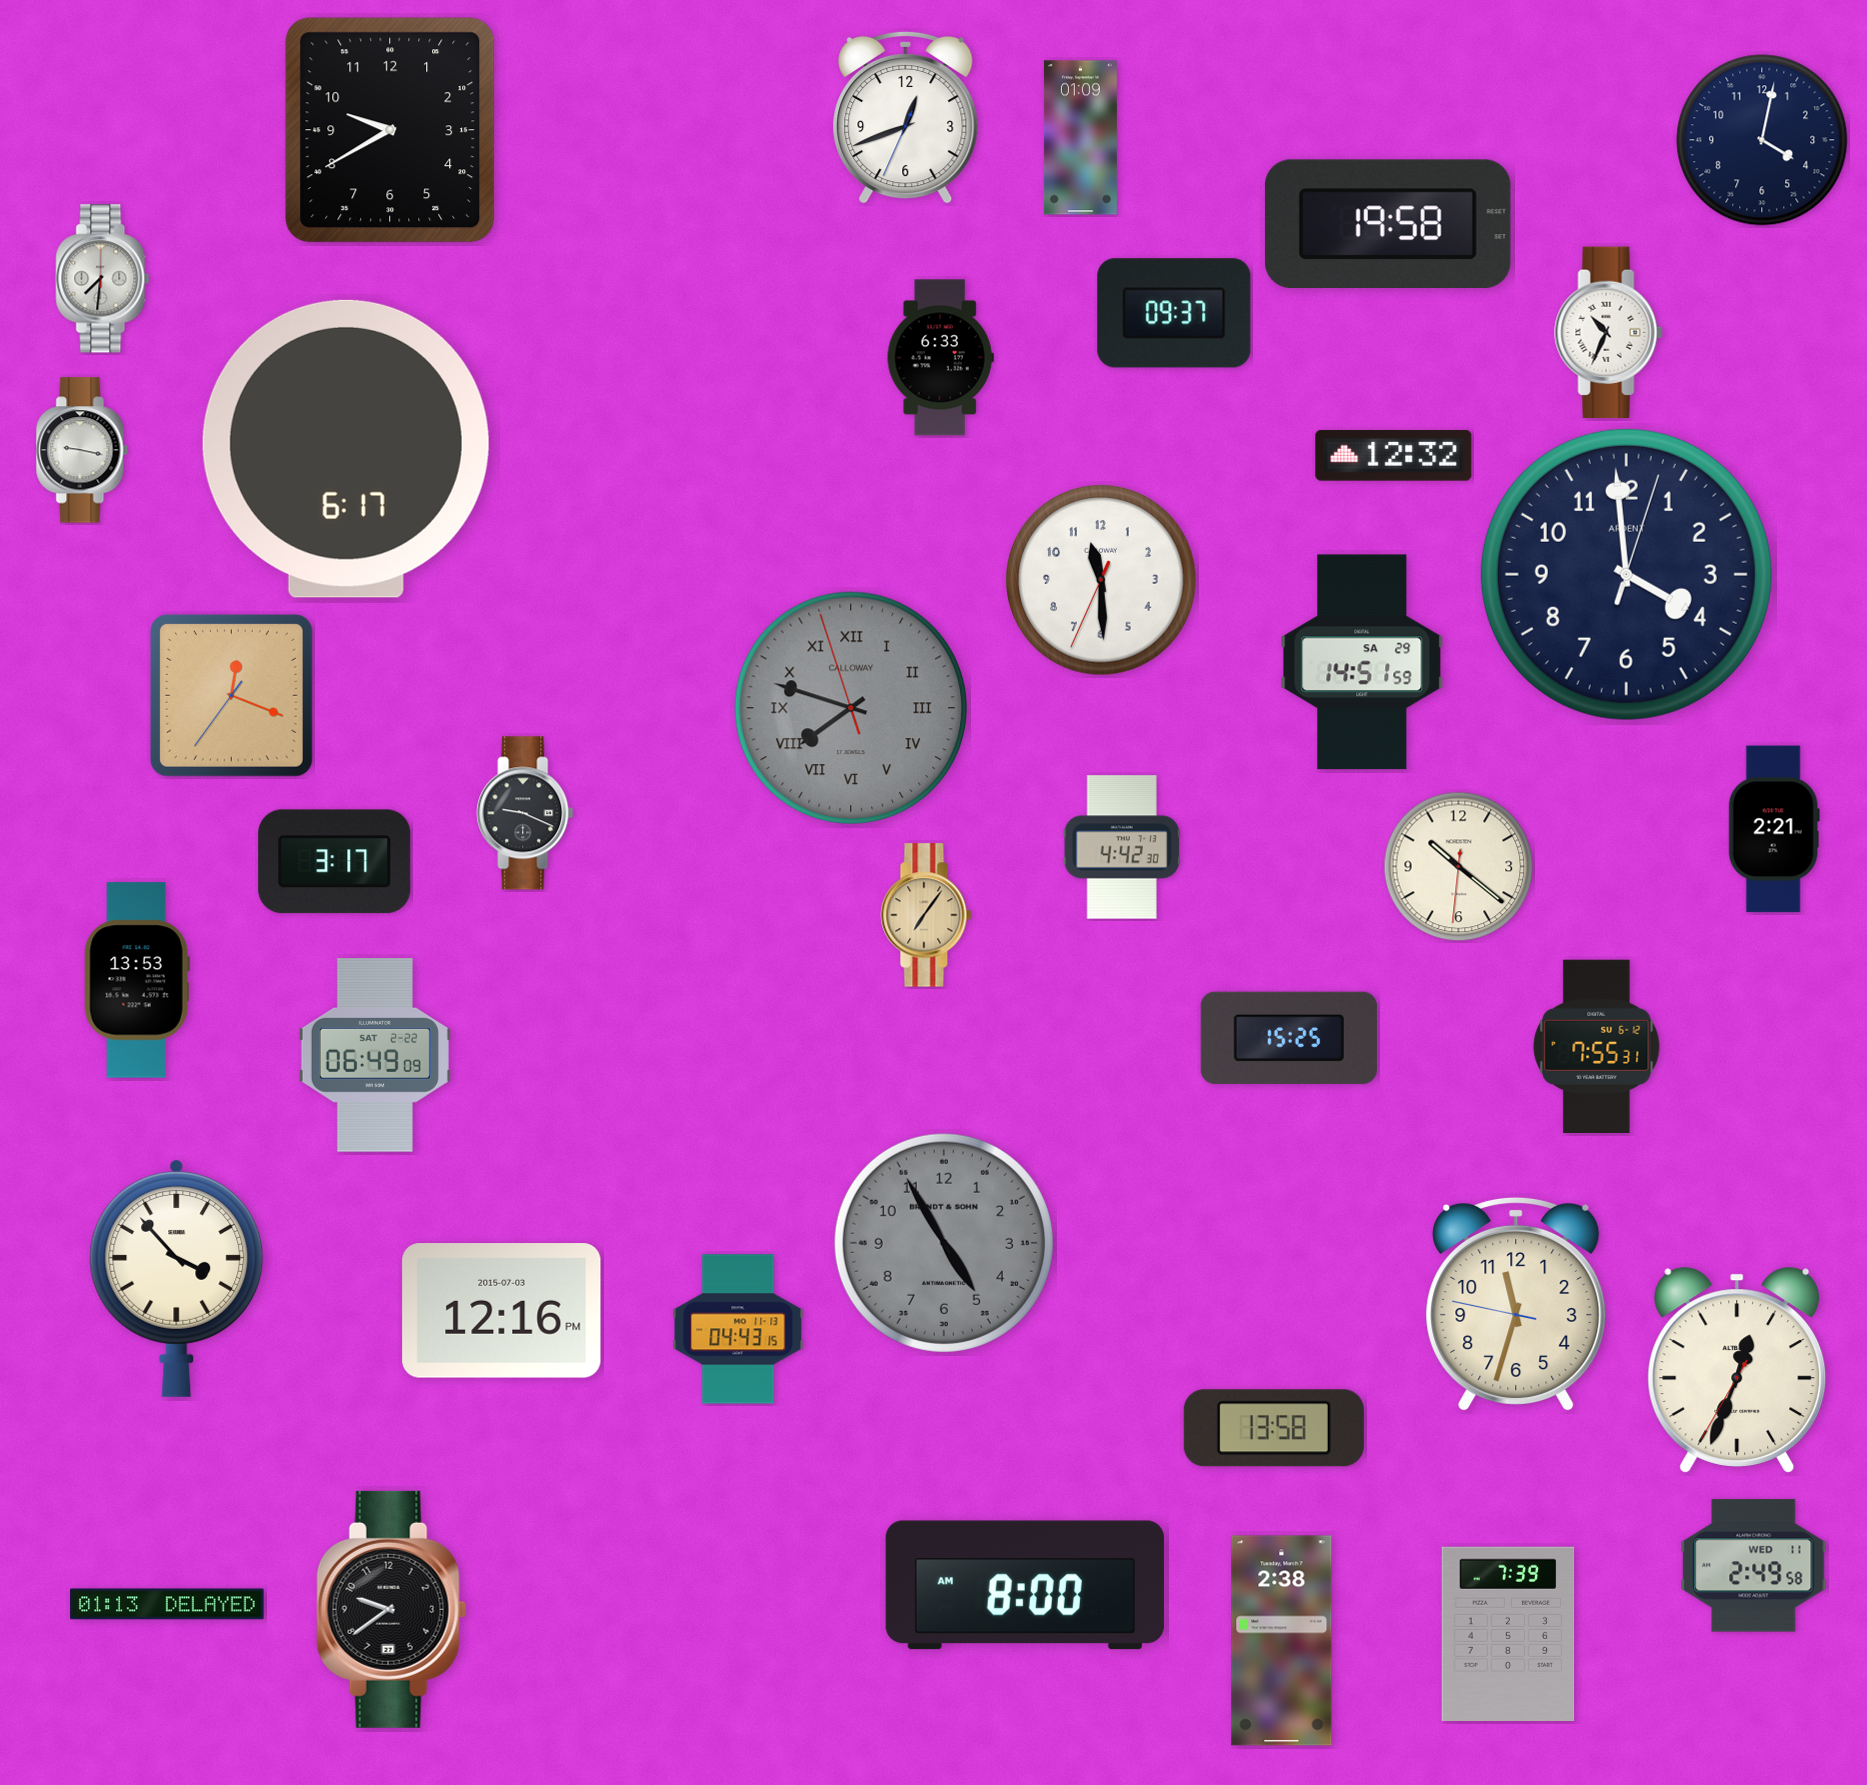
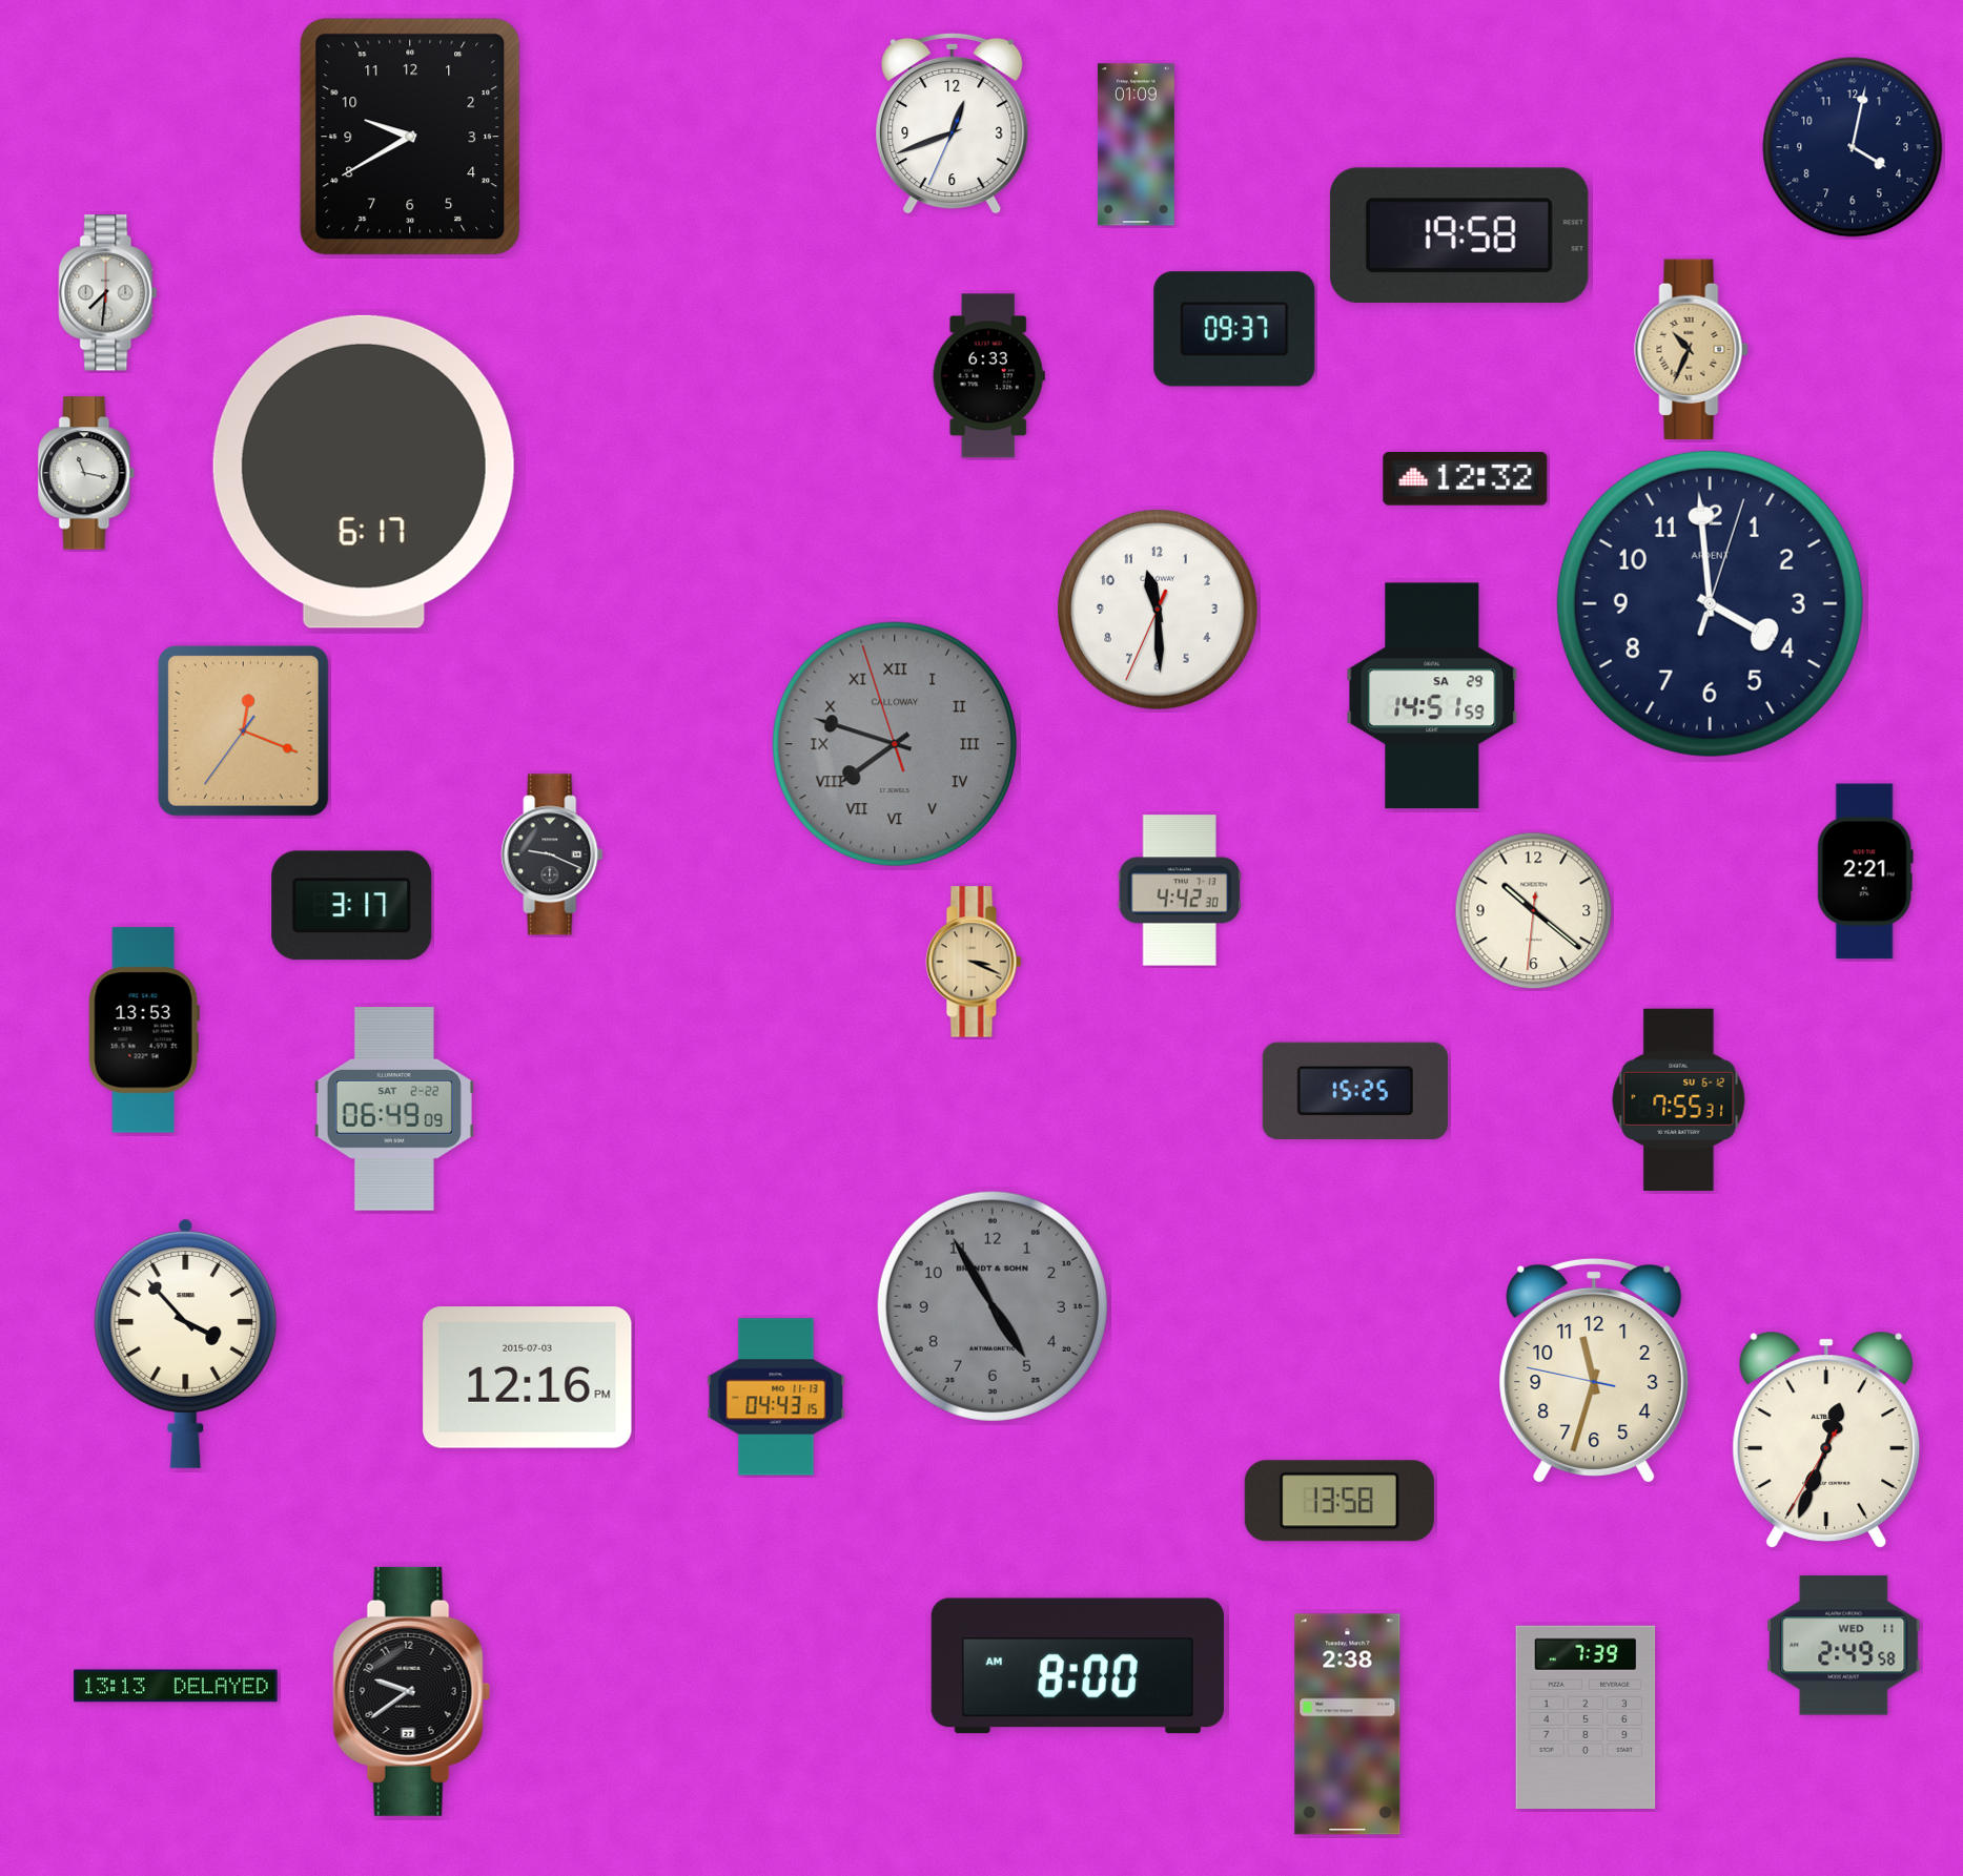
clock at (1609, 333) dial: white -> champagne
clock at (82, 450): 9:17 -> 11:17
clock at (926, 915): 7:06 -> 3:19
clock at (167, 1604): 01:13 -> 13:13
